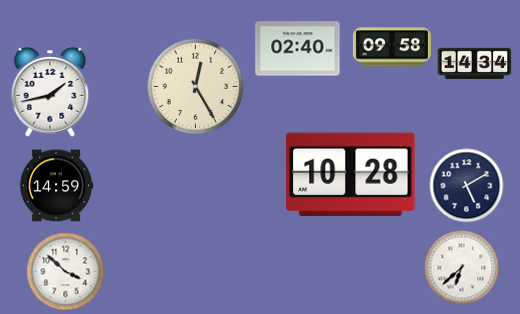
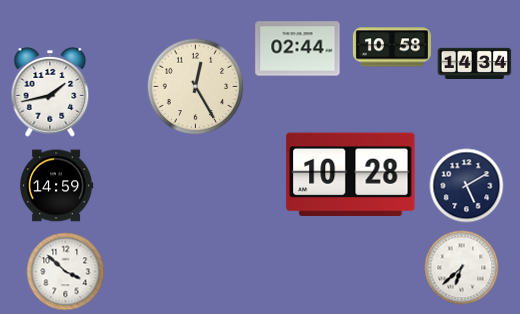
clock at (392, 47): 09:58 -> 10:58
clock at (298, 49): 02:40 -> 02:44
